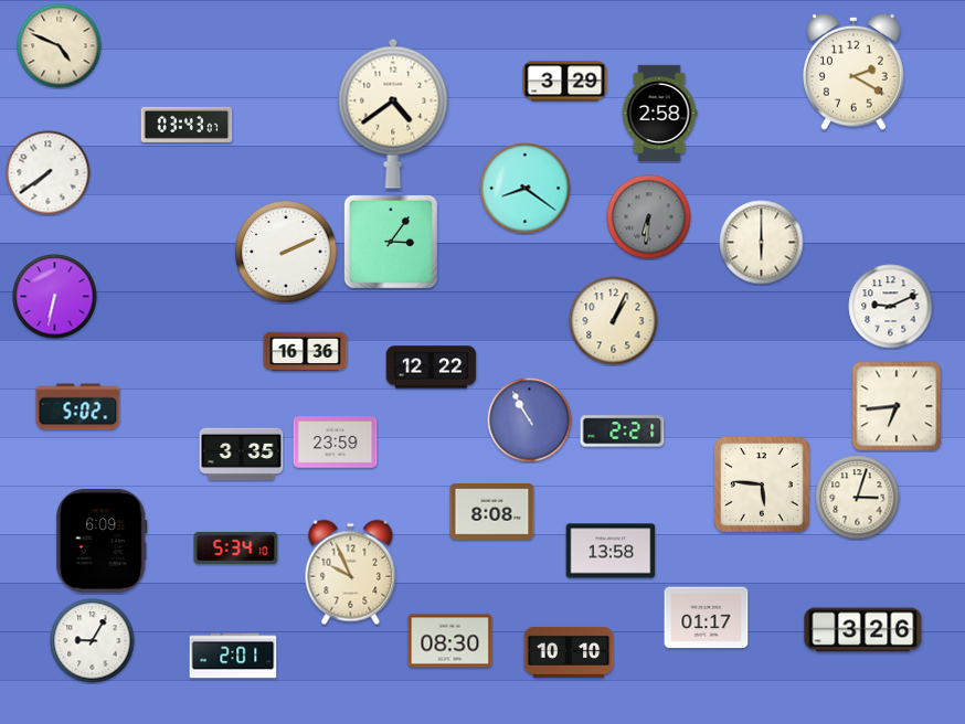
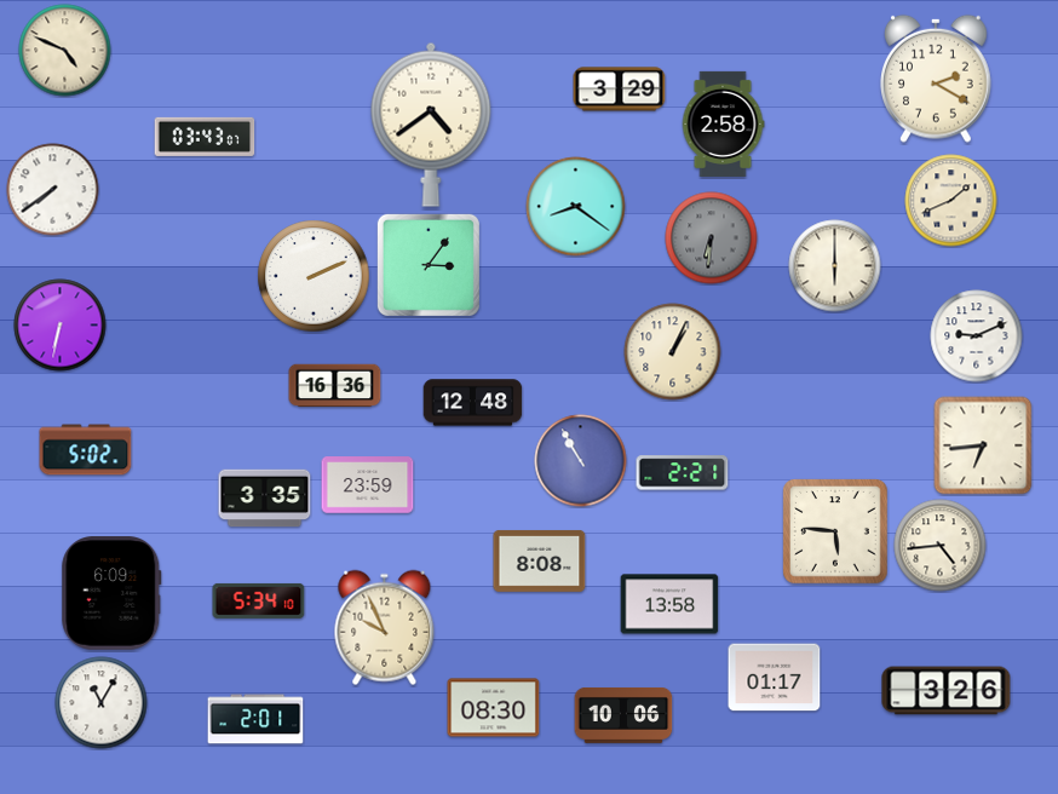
clock at (951, 201): none -> 1:41
clock at (432, 368): 12:22 -> 12:48
clock at (78, 407) position: (78, 407) -> (86, 450)
clock at (858, 498): 3:03 -> 4:44
clock at (93, 641): 9:05 -> 11:05
clock at (450, 641) position: (450, 641) -> (494, 708)
clock at (569, 652): 10:10 -> 10:06
